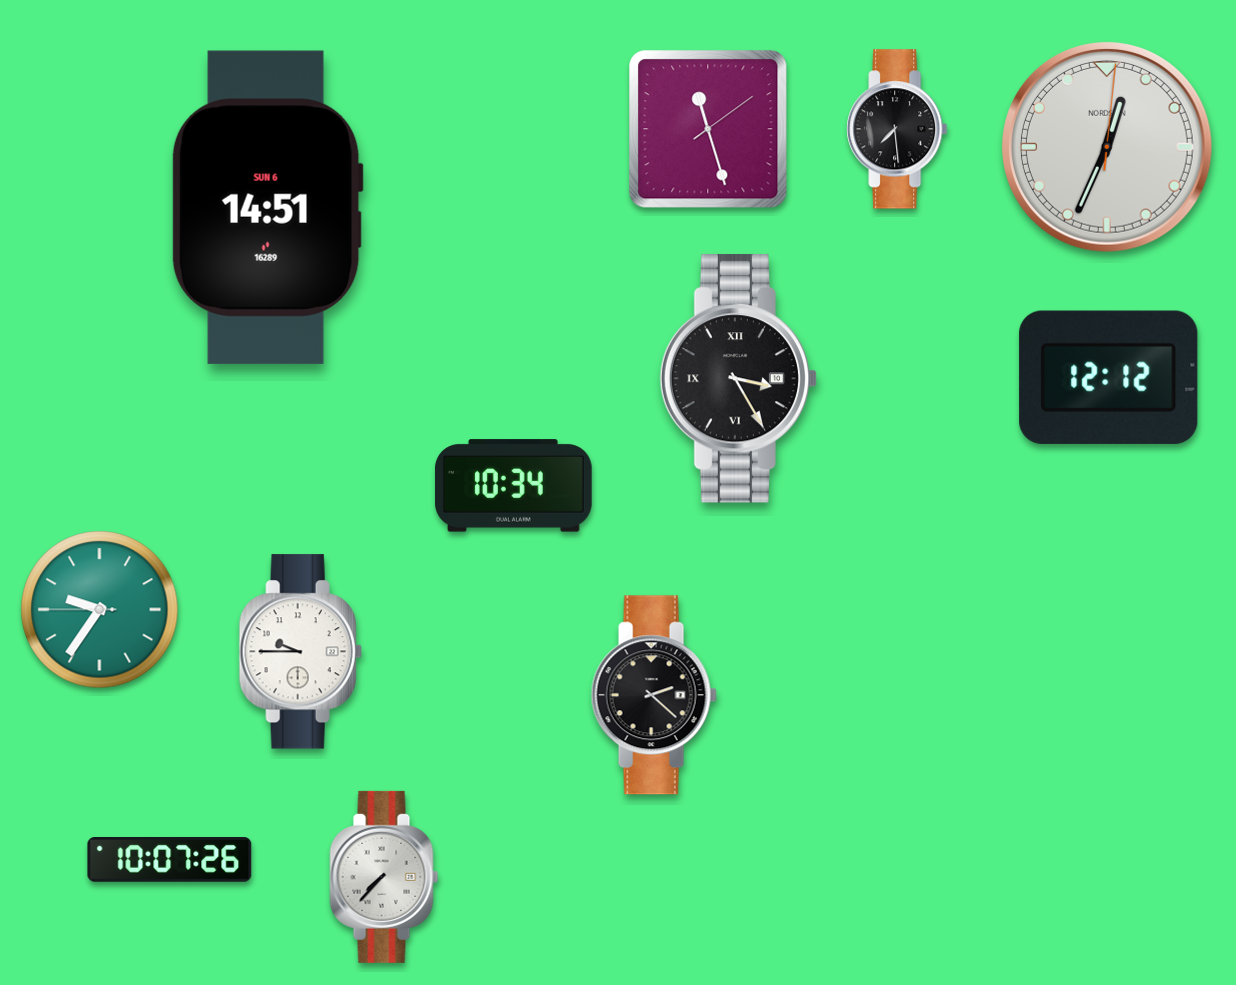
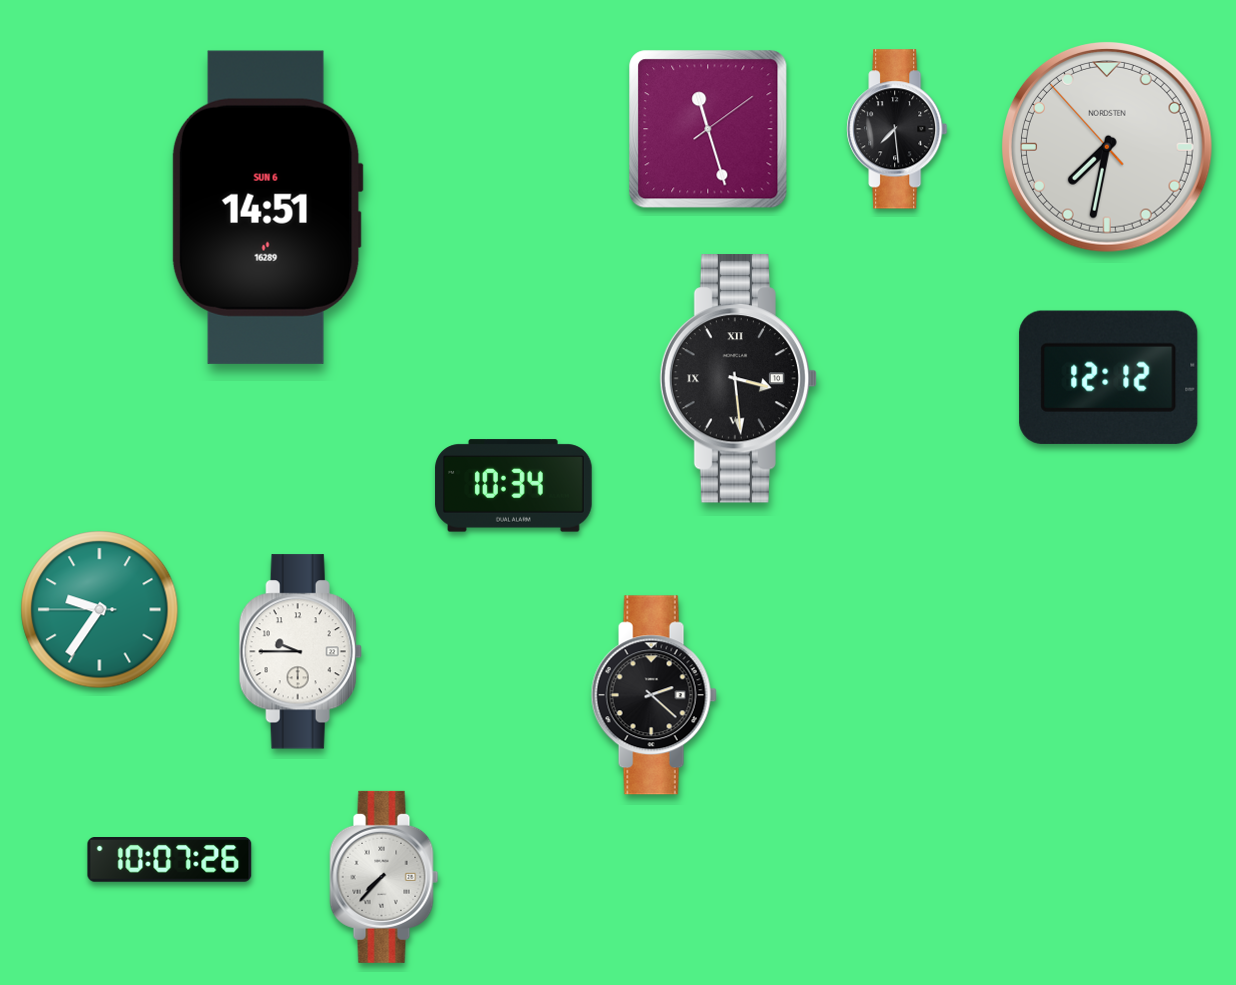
clock at (1108, 148): 12:34 -> 7:31
clock at (738, 379): 3:25 -> 3:29
